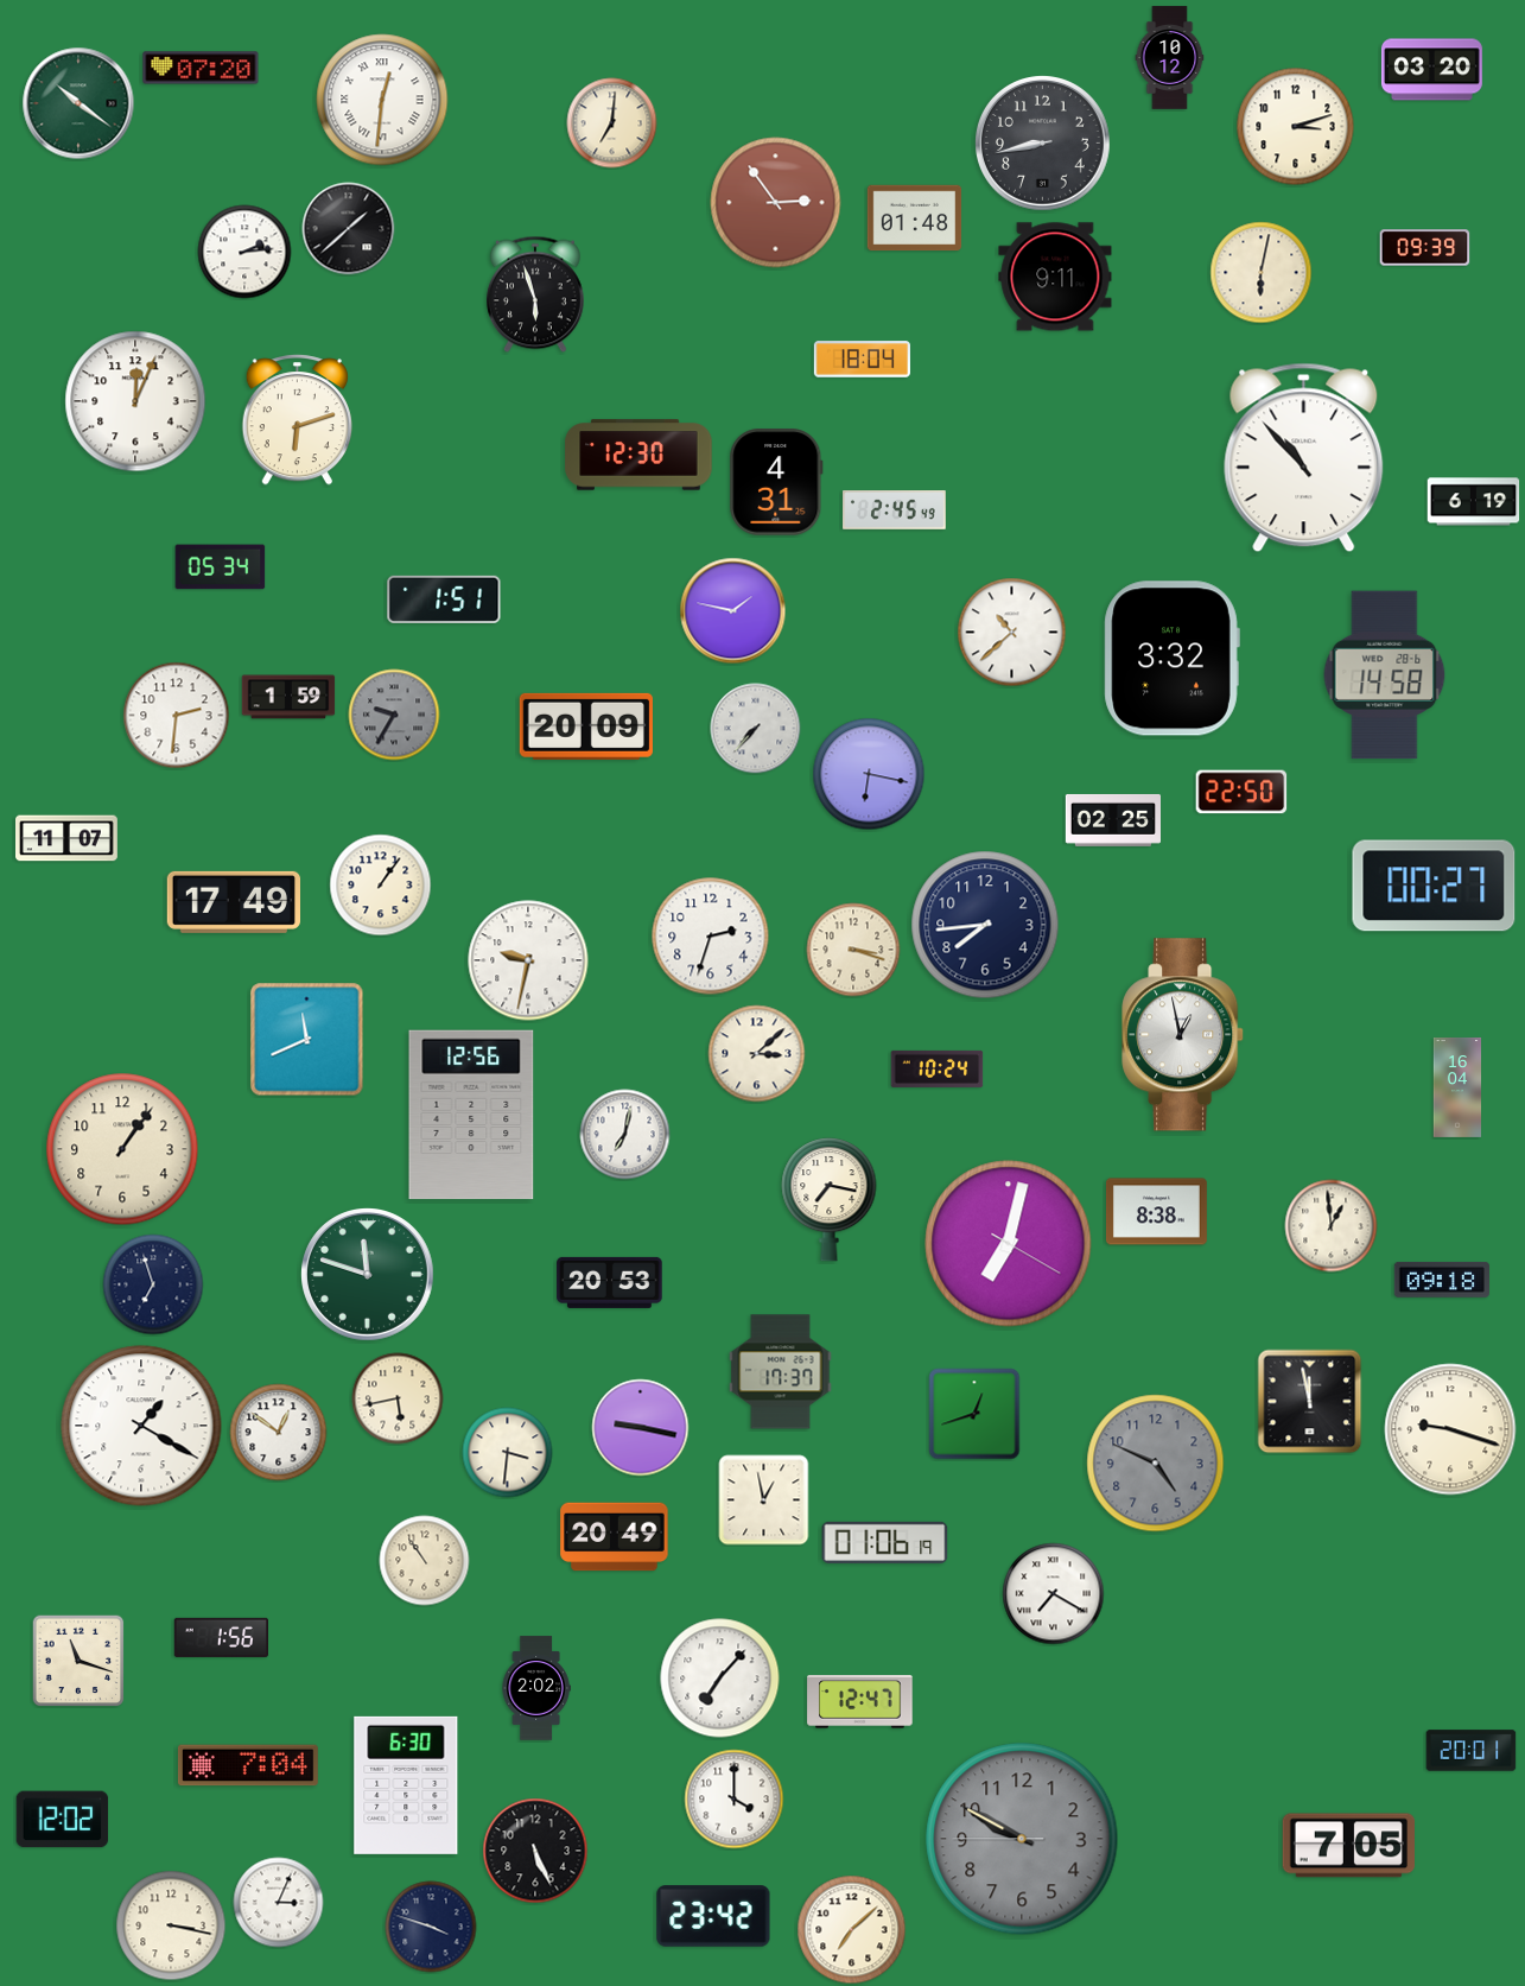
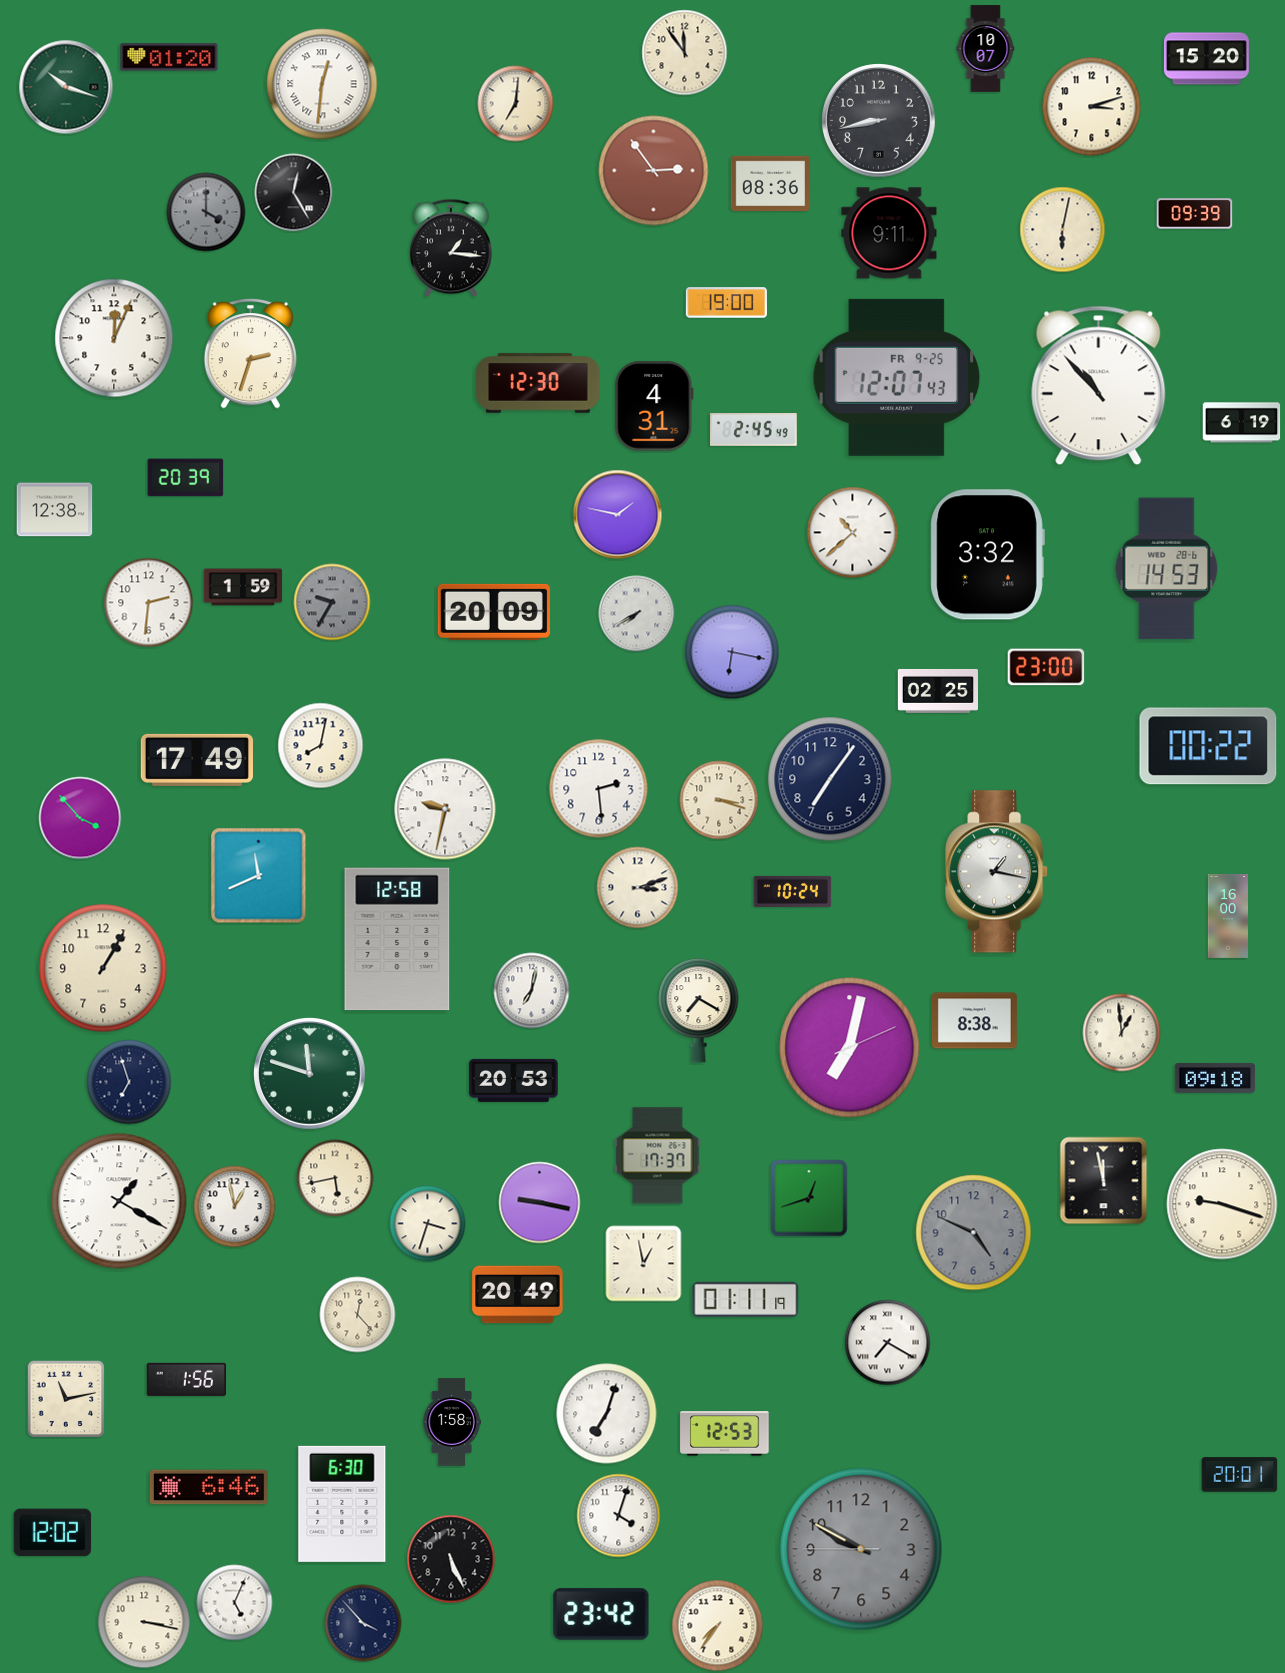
clock at (1170, 58): 10:12 -> 10:07
clock at (685, 53): none -> 11:54
clock at (201, 68): 07:20 -> 01:20
clock at (1432, 70): 03:20 -> 15:20
clock at (78, 103): 10:21 -> 10:18
clock at (915, 218): 01:48 -> 08:36
clock at (349, 229): 1:38 -> 12:25
clock at (1425, 248) position: (1425, 248) -> (1195, 214)
clock at (244, 252): 2:14 -> 4:00
clock at (244, 252) dial: white -> grey
clock at (535, 294): 5:57 -> 1:16
clock at (862, 360): 18:04 -> 19:00
clock at (297, 420): 6:12 -> 2:33
clock at (897, 377): none -> 12:07
clock at (221, 567): 05:34 -> 20:39
clock at (444, 599): 1:51 -> none
clock at (55, 510): none -> 12:38
clock at (1385, 675): 14:58 -> 14:53
clock at (756, 729): 7:37 -> 7:40
clock at (1241, 792): 22:50 -> 23:00
clock at (68, 838): 11:07 -> none
clock at (381, 886): 1:06 -> 8:02
clock at (1434, 886): 00:27 -> 00:22
clock at (985, 925): 7:44 -> 7:06
clock at (711, 937): 2:33 -> 2:29
clock at (80, 818): none -> 3:53
clock at (1183, 1035): 12:58 -> 1:17
clock at (757, 1054): 3:08 -> 3:12
clock at (938, 1068) position: (938, 1068) -> (793, 891)
clock at (1457, 1087): 16:04 -> 16:00
clock at (471, 1115): 12:56 -> 12:58
clock at (625, 1135) position: (625, 1135) -> (532, 991)
clock at (122, 1149): 1:06 -> 1:05
clock at (830, 1200): 7:17 -> 7:20
clock at (1009, 1244): 7:02:20 -> 7:02:11
clock at (974, 1414) position: (974, 1414) -> (809, 1198)
clock at (279, 1433): 12:51 -> 12:58
clock at (508, 1453): 3:31 -> 3:33
clock at (885, 1542): 01:06 -> 01:11
clock at (425, 1561): 10:54 -> 12:23
clock at (78, 1661): 11:18 -> 11:13
clock at (720, 1679): 7:07 -> 7:03
clock at (536, 1688): 2:02 -> 1:58
clock at (860, 1702): 12:47 -> 12:53
clock at (248, 1765): 7:04 -> 6:46
clock at (735, 1800): 4:00 -> 4:03
clock at (1348, 1846): 7:05 -> none
clock at (279, 1903): 3:04 -> 5:04
clock at (431, 1927): 3:48 -> 3:53
clock at (852, 1930): 7:08 -> 7:36
